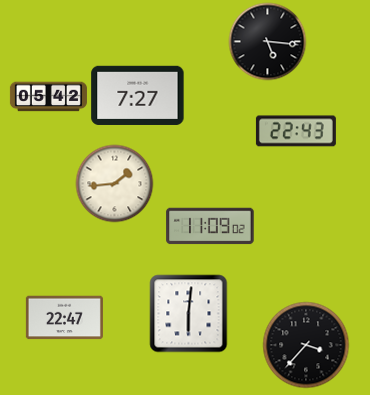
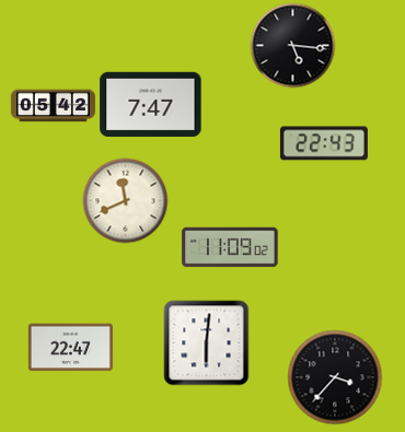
clock at (138, 95): 7:27 -> 7:47
clock at (114, 183): 1:44 -> 11:41
